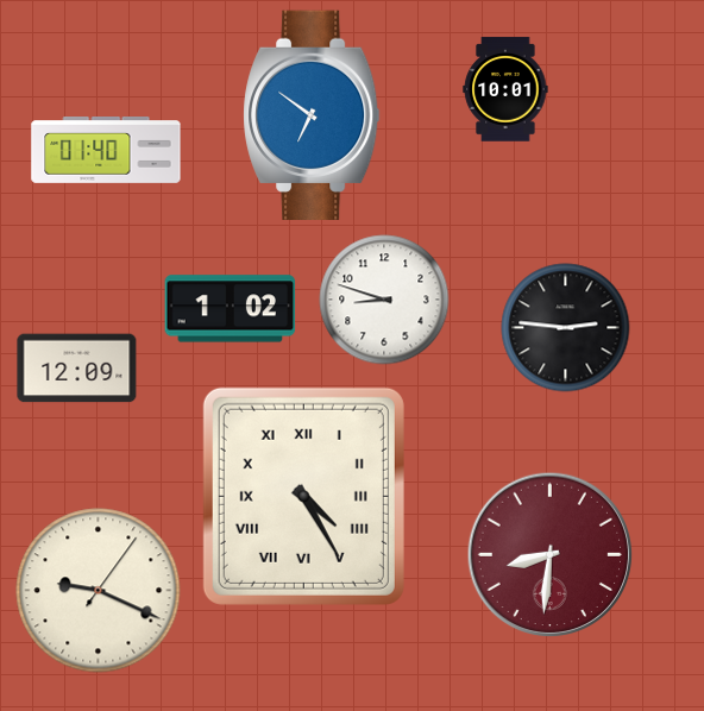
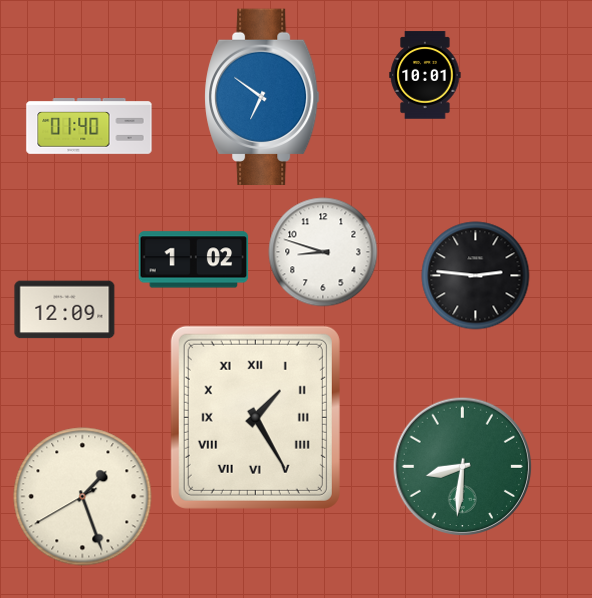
clock at (303, 496): 4:25 -> 1:25
clock at (551, 555) dial: burgundy -> green
clock at (99, 591): 9:19 -> 1:26
